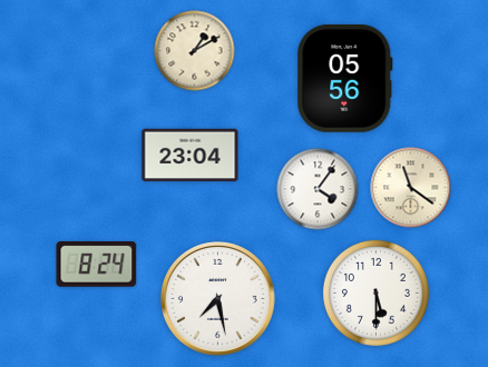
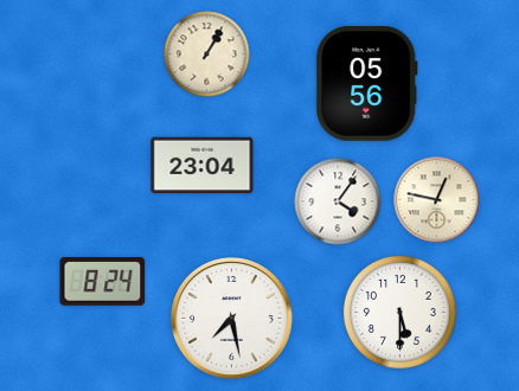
clock at (195, 51): 1:10 -> 1:05
clock at (411, 188): 11:21 -> 12:47
